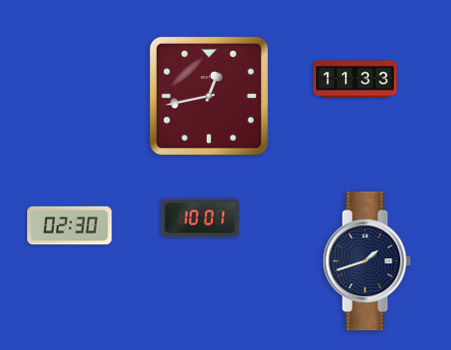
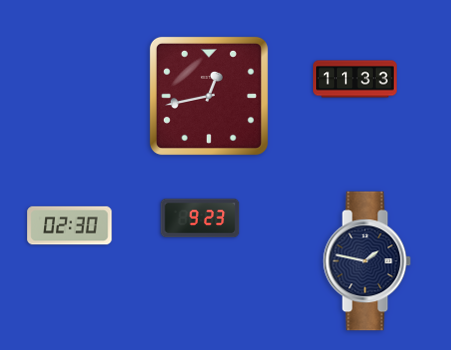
clock at (200, 218): 10:01 -> 9:23
clock at (367, 261): 1:42 -> 1:47
